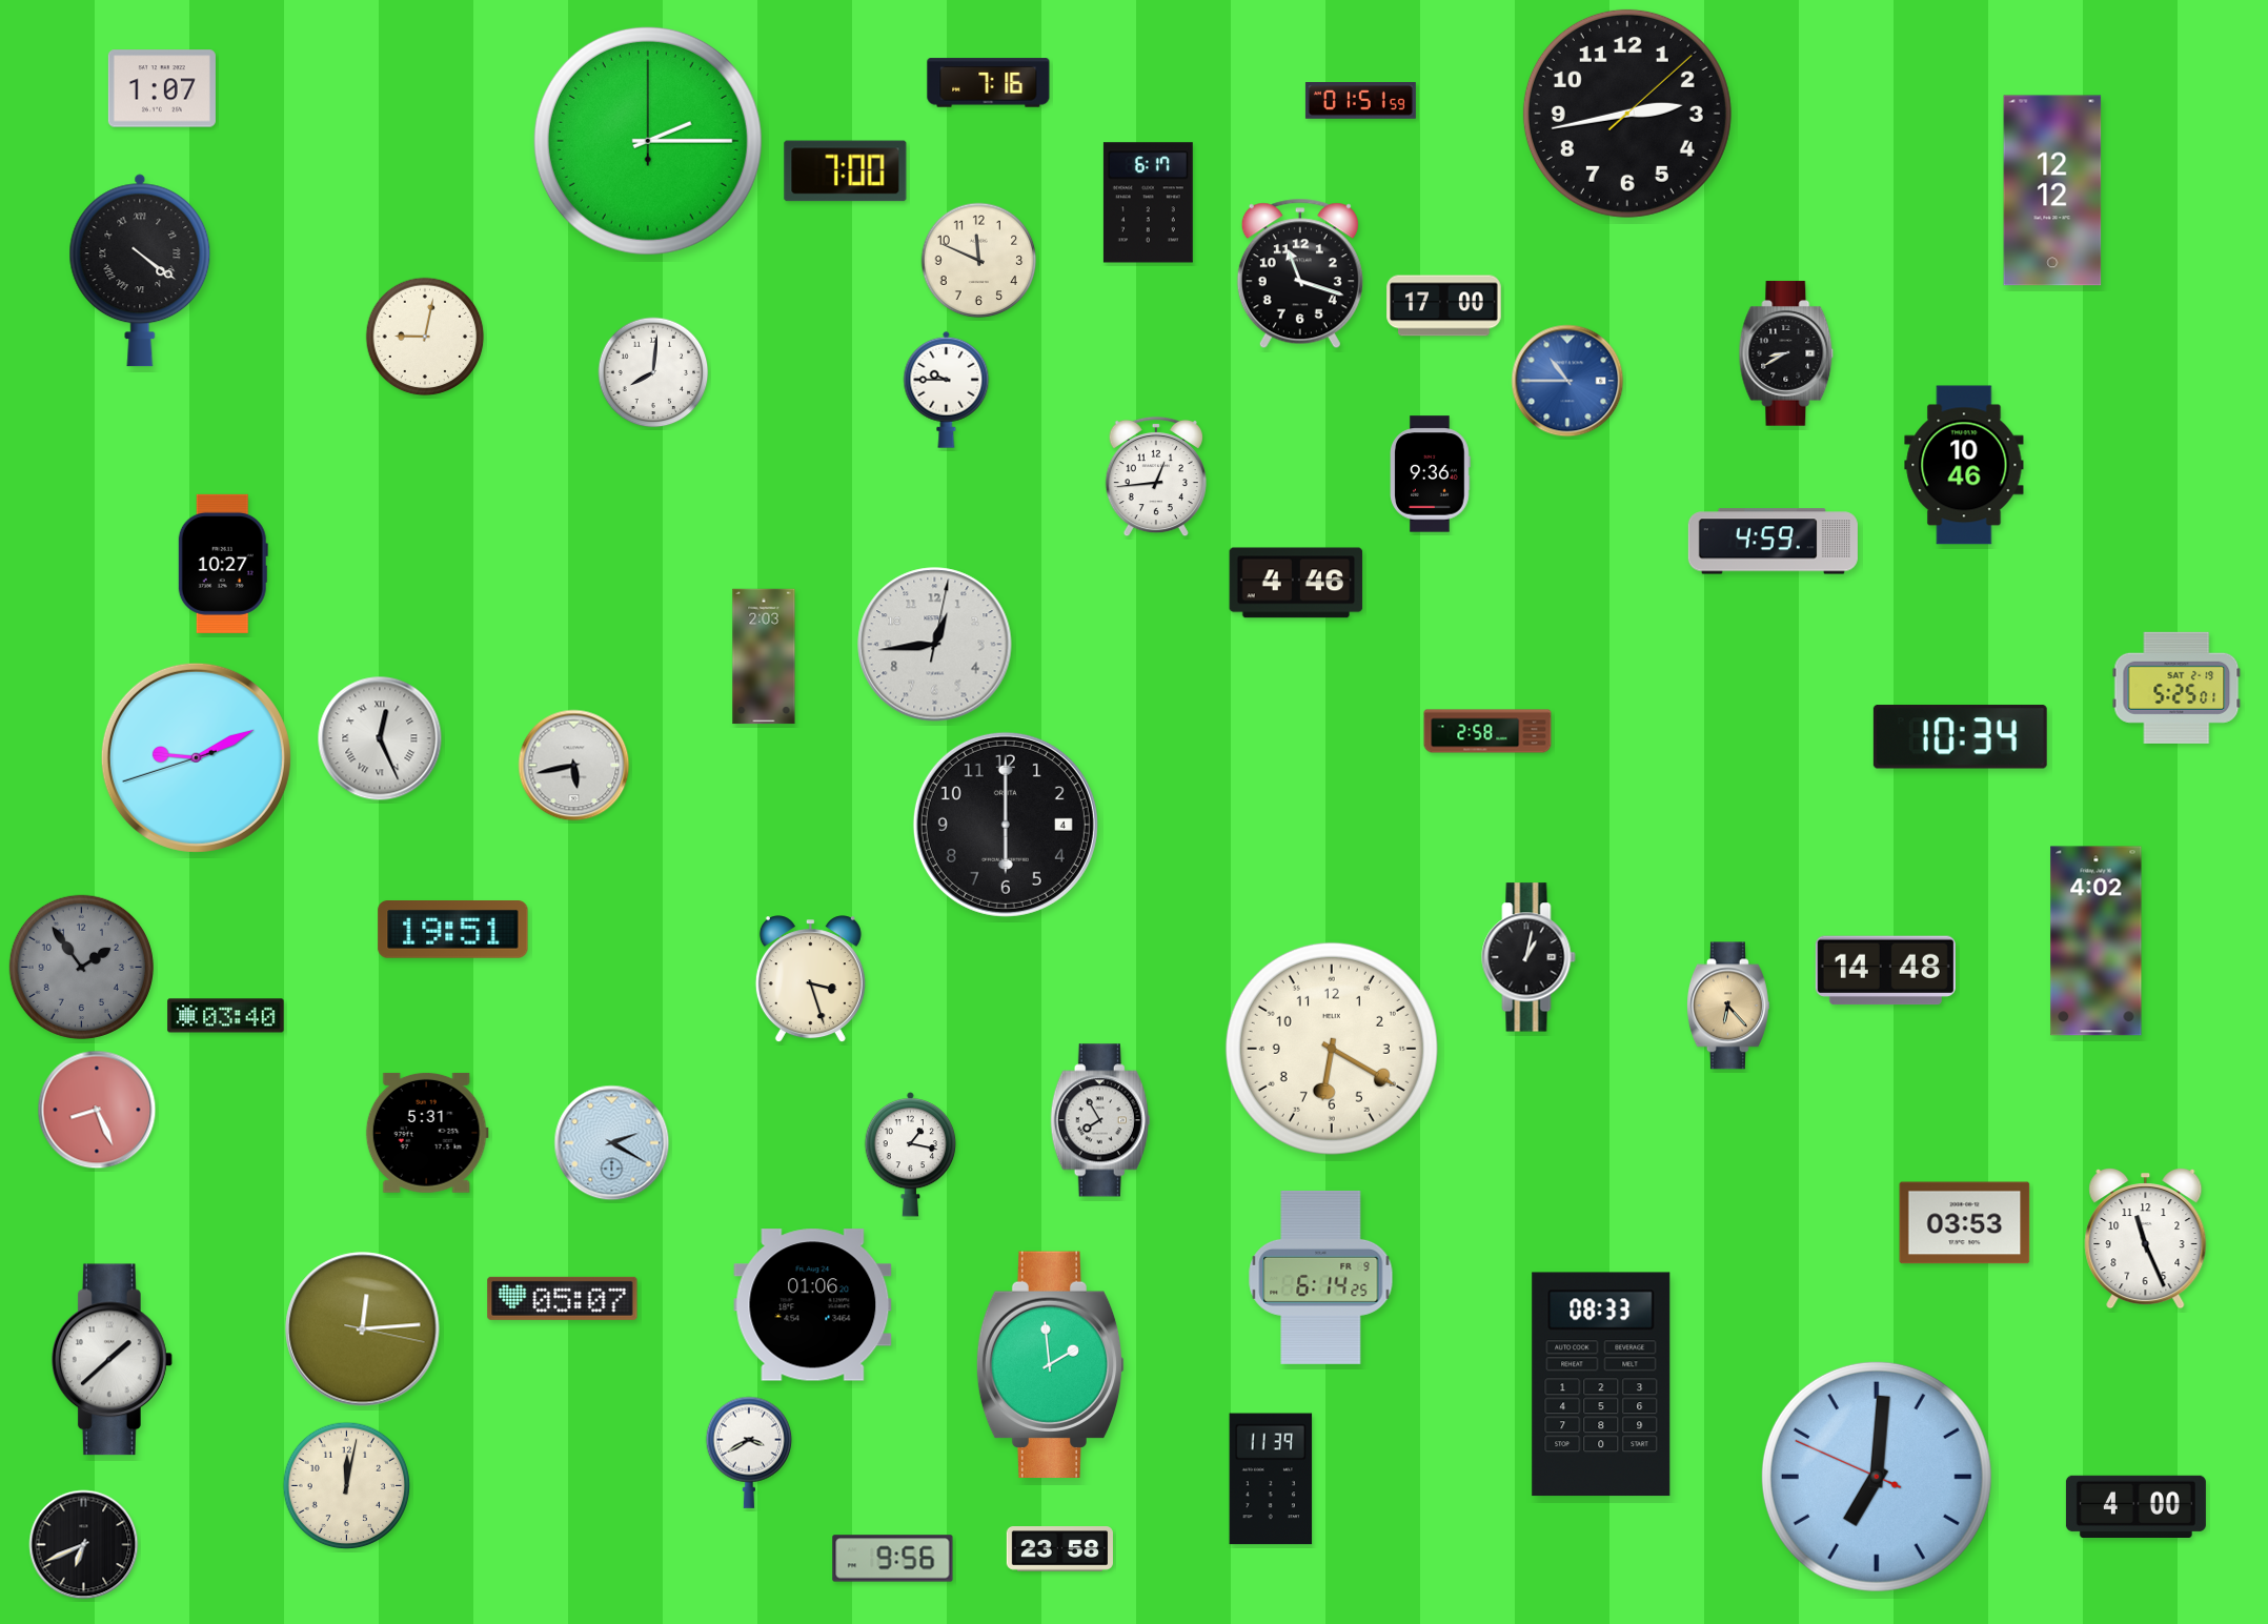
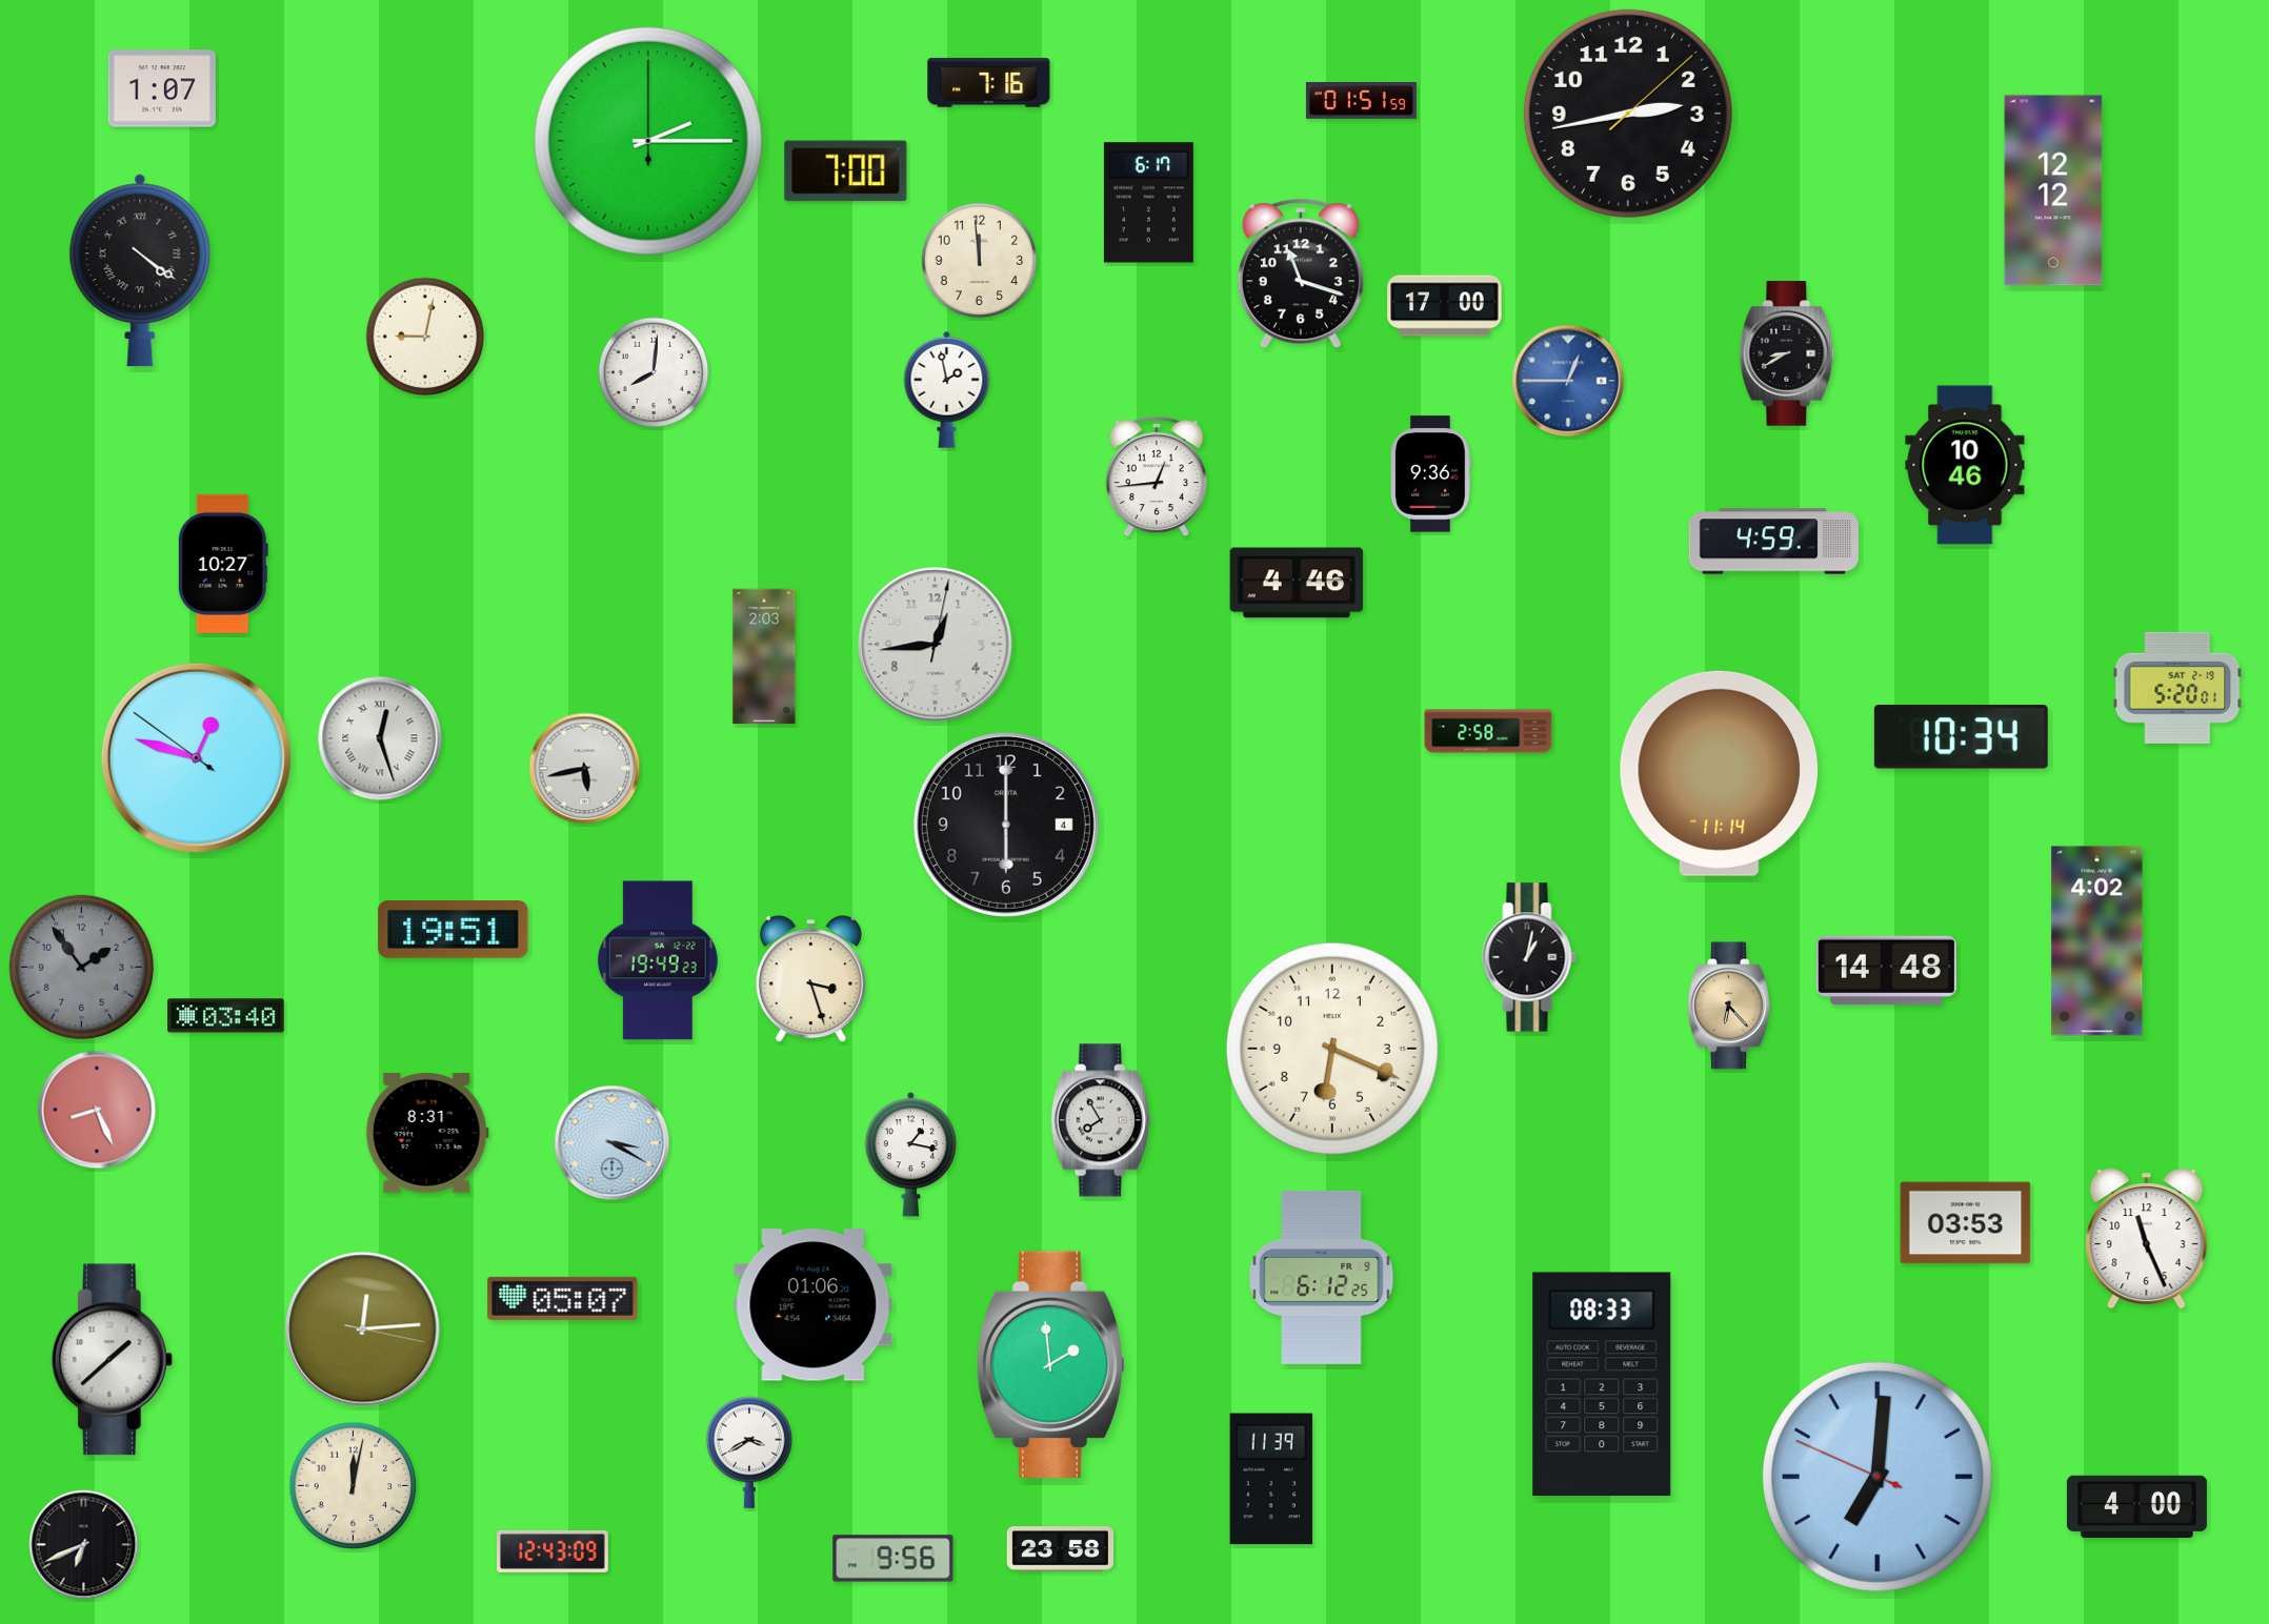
clock at (979, 261): 11:49 -> 11:59
clock at (1567, 381): 10:45 -> 12:45
clock at (947, 389): 9:45 -> 1:58
clock at (2176, 688): 5:25 -> 5:20
clock at (380, 738): 12:26 -> 12:27
clock at (196, 757): 9:10 -> 12:47
clock at (574, 766) position: (574, 766) -> (585, 769)
clock at (1720, 773): none -> 11:14
clock at (658, 960): none -> 19:49
clock at (1332, 1049): 6:20 -> 6:19
clock at (427, 1133): 5:31 -> 8:31
clock at (612, 1143): 2:20 -> 3:20
clock at (1321, 1277): 6:14 -> 6:12
clock at (347, 1486) position: (347, 1486) -> (354, 1486)
clock at (554, 1551): none -> 12:43
